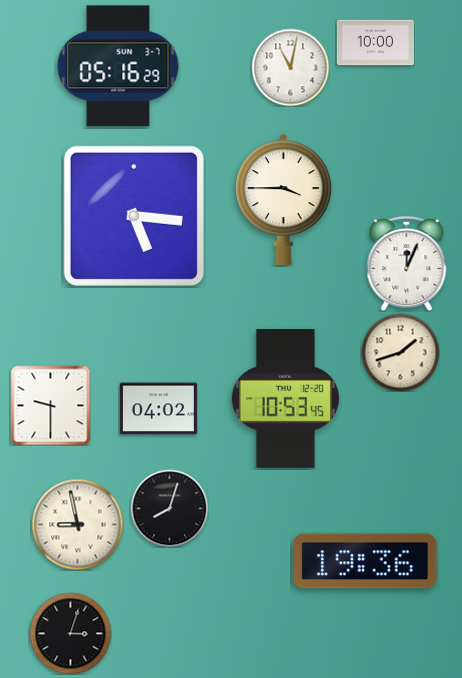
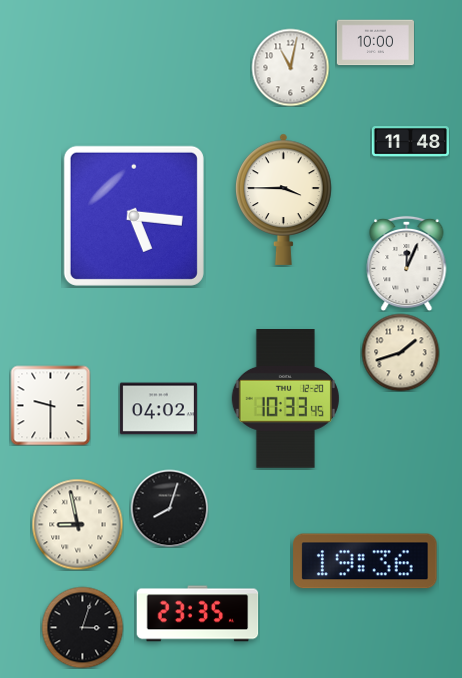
clock at (118, 66): 05:16 -> none
clock at (410, 142): none -> 11:48
clock at (285, 399): 10:53 -> 10:33
clock at (198, 614): none -> 23:35
clock at (70, 633) position: (70, 633) -> (82, 627)
